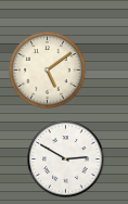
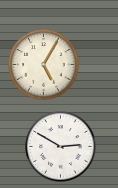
clock at (48, 71): 5:09 -> 5:05
